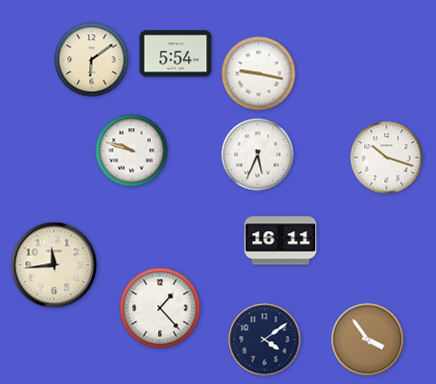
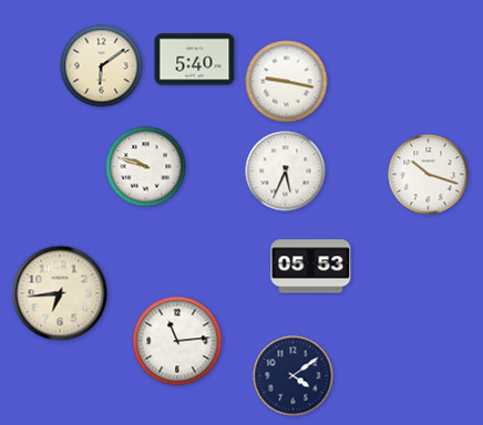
clock at (176, 54): 5:54 -> 5:40
clock at (281, 241): 16:11 -> 05:53
clock at (54, 265): 11:44 -> 6:44
clock at (160, 308): 1:23 -> 11:14
clock at (368, 340): 3:54 -> none
